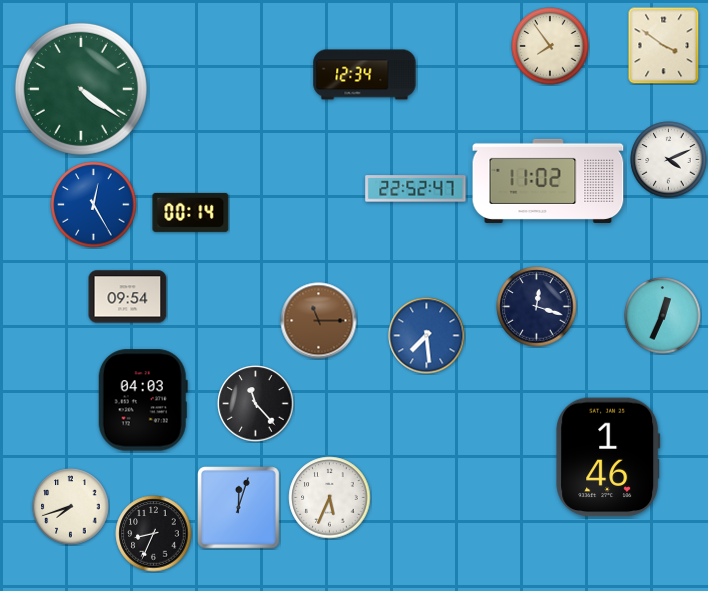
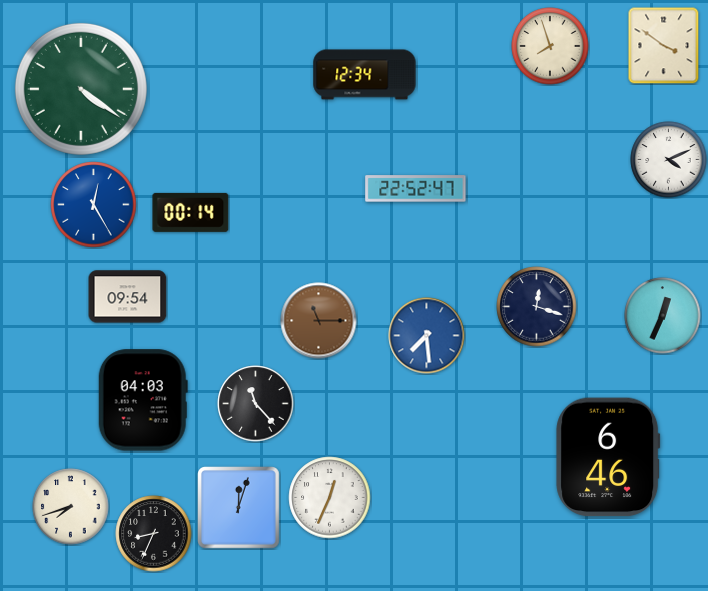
clock at (550, 46): 7:54 -> 7:57
clock at (548, 181): 11:02 -> none
clock at (608, 457): 1:46 -> 6:46
clock at (330, 498): 5:34 -> 12:34
